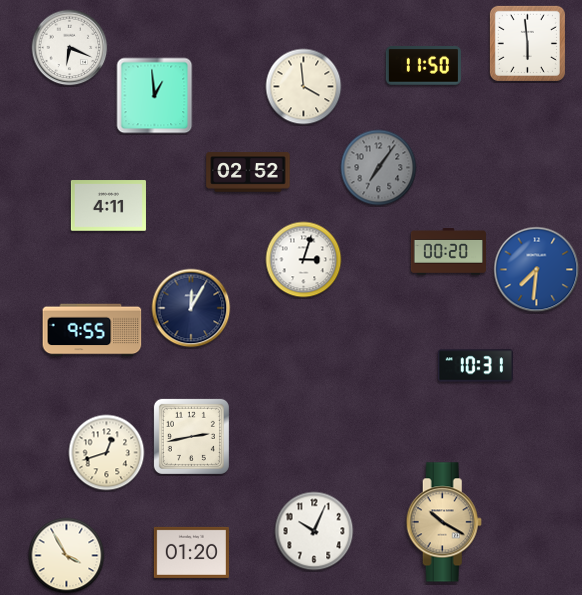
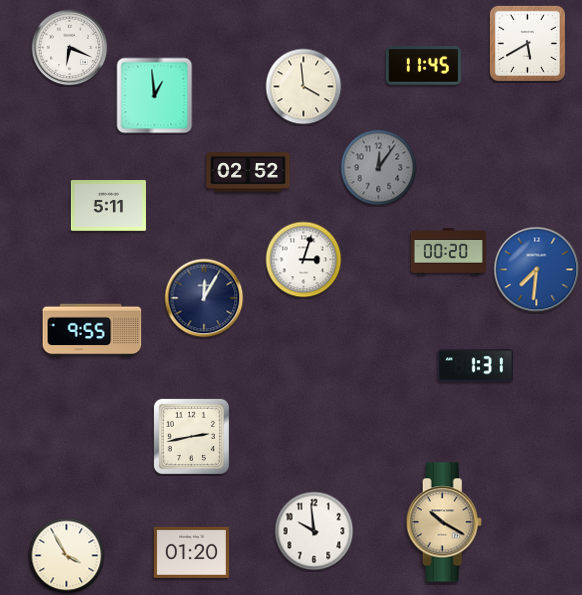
clock at (527, 43): 5:59 -> 5:40
clock at (423, 66): 11:50 -> 11:45
clock at (379, 168): 7:06 -> 12:06
clock at (108, 206): 4:11 -> 5:11
clock at (191, 308) position: (191, 308) -> (204, 298)
clock at (475, 366): 10:31 -> 1:31
clock at (107, 453): 12:42 -> none
clock at (314, 531): 10:04 -> 9:59
